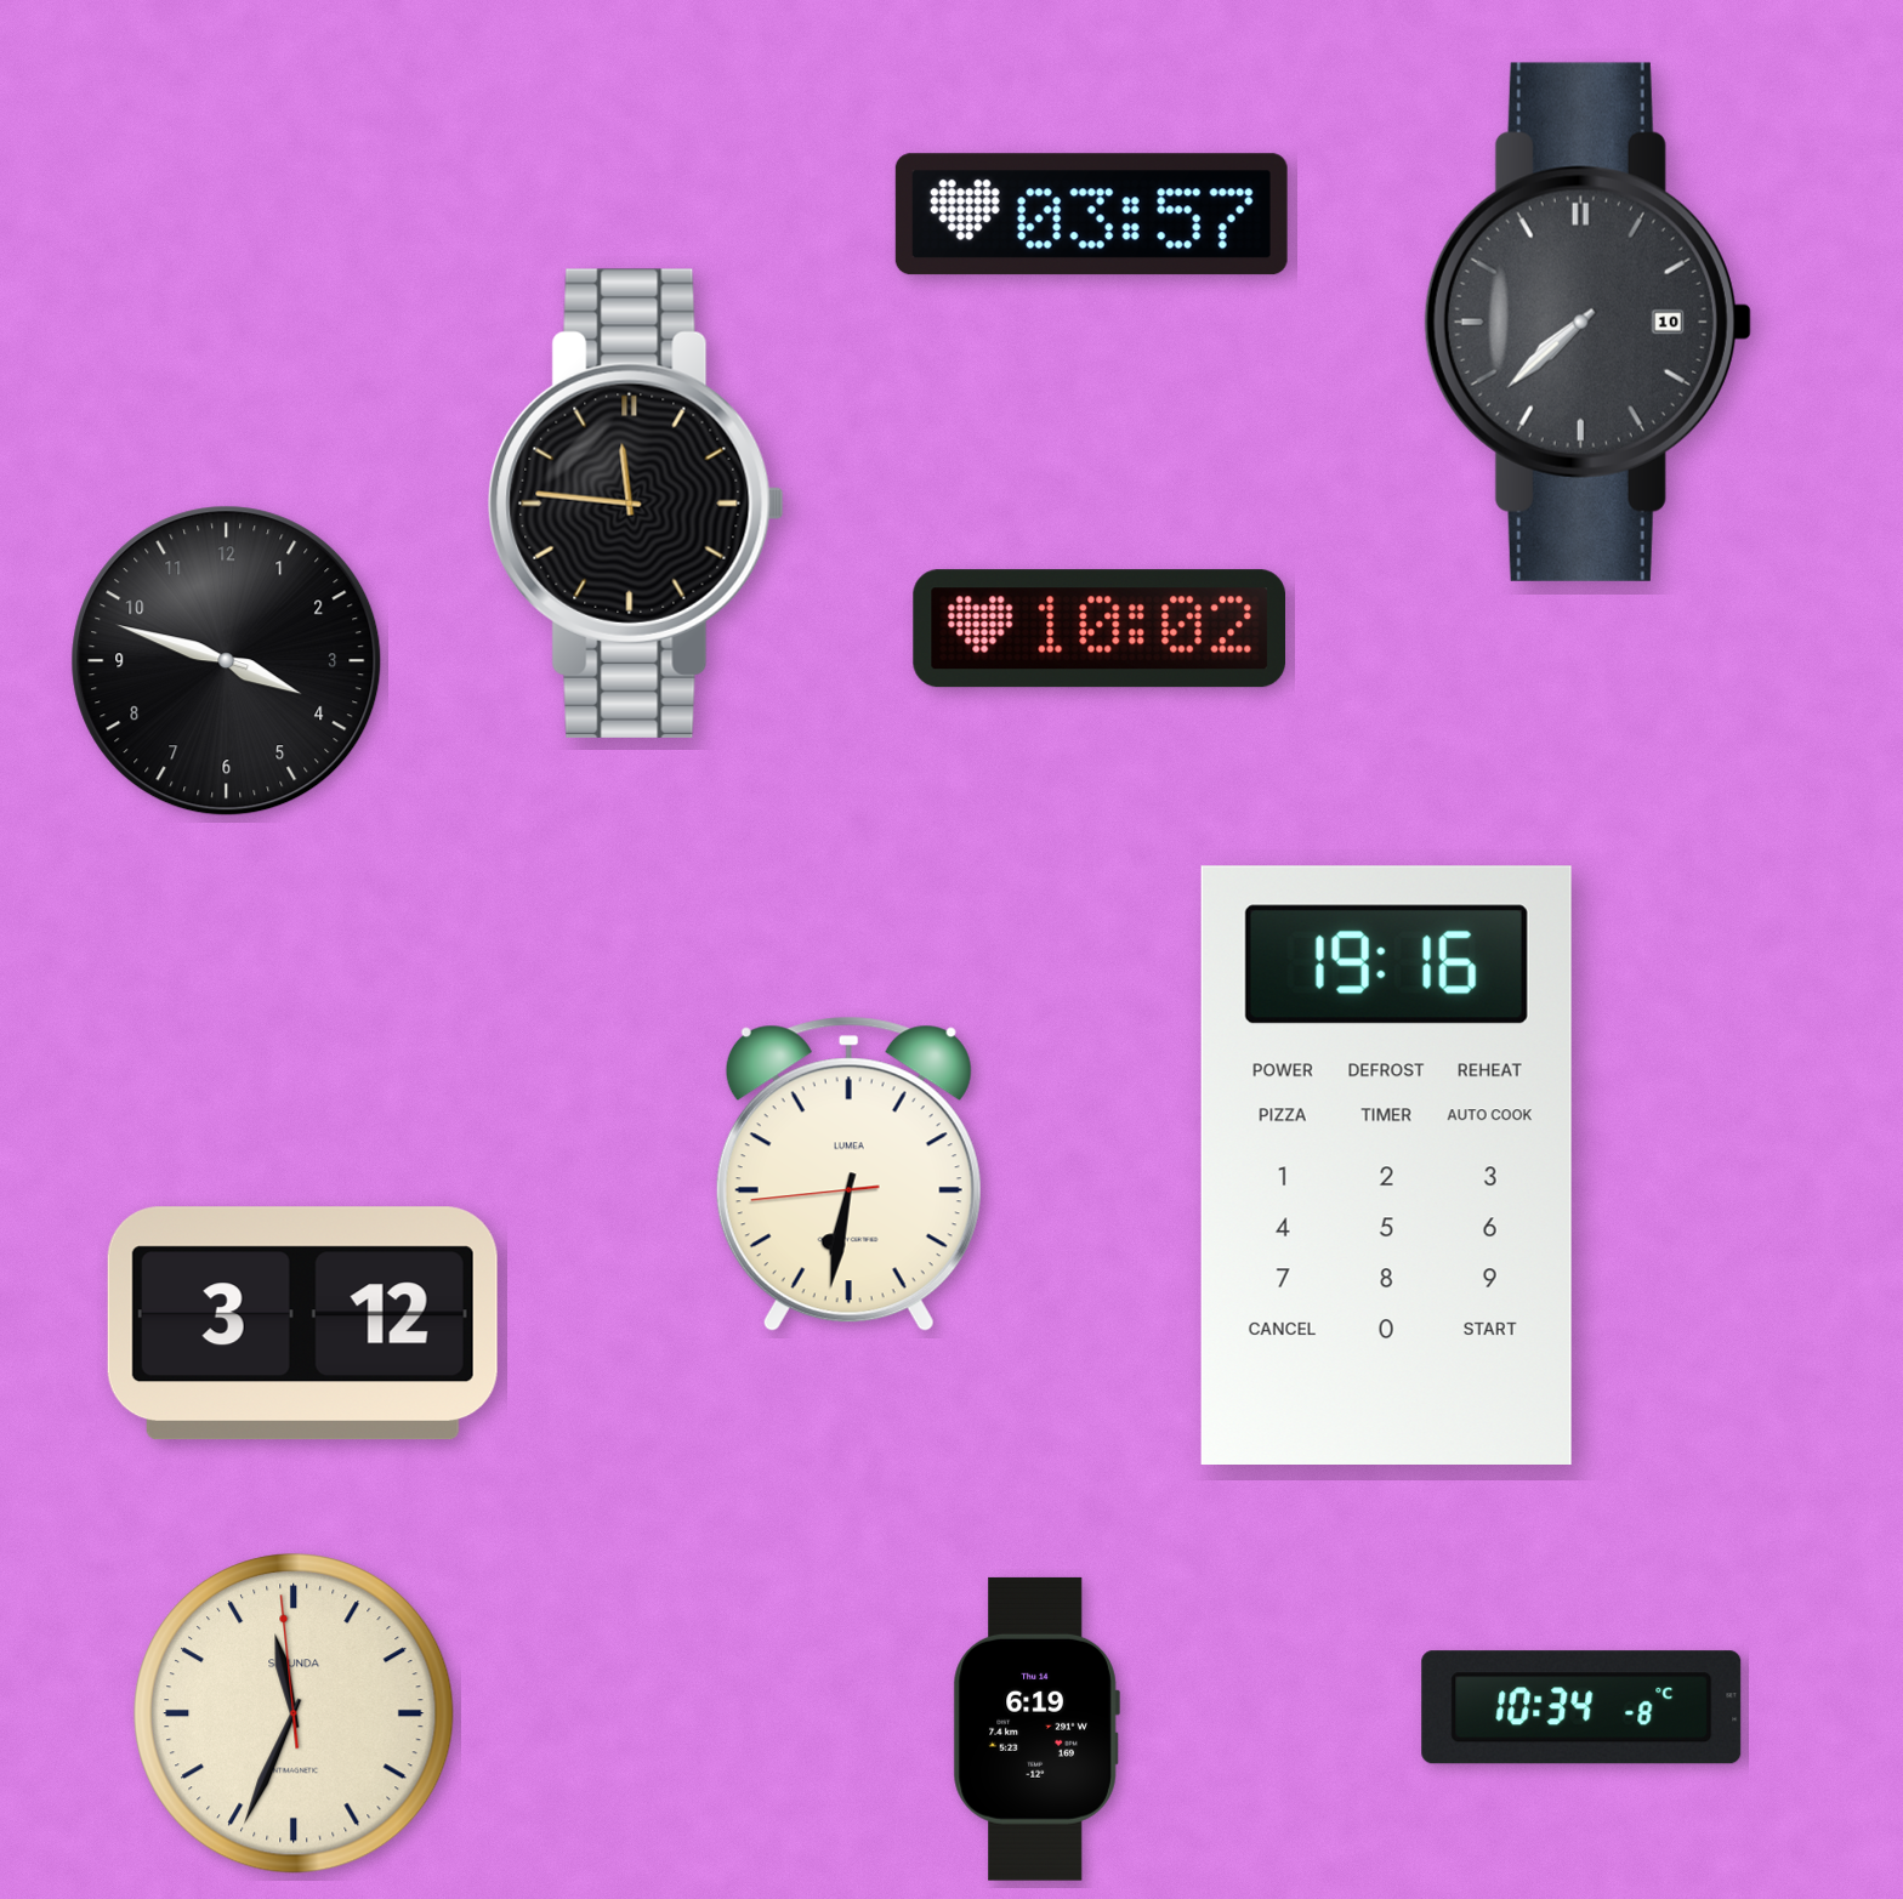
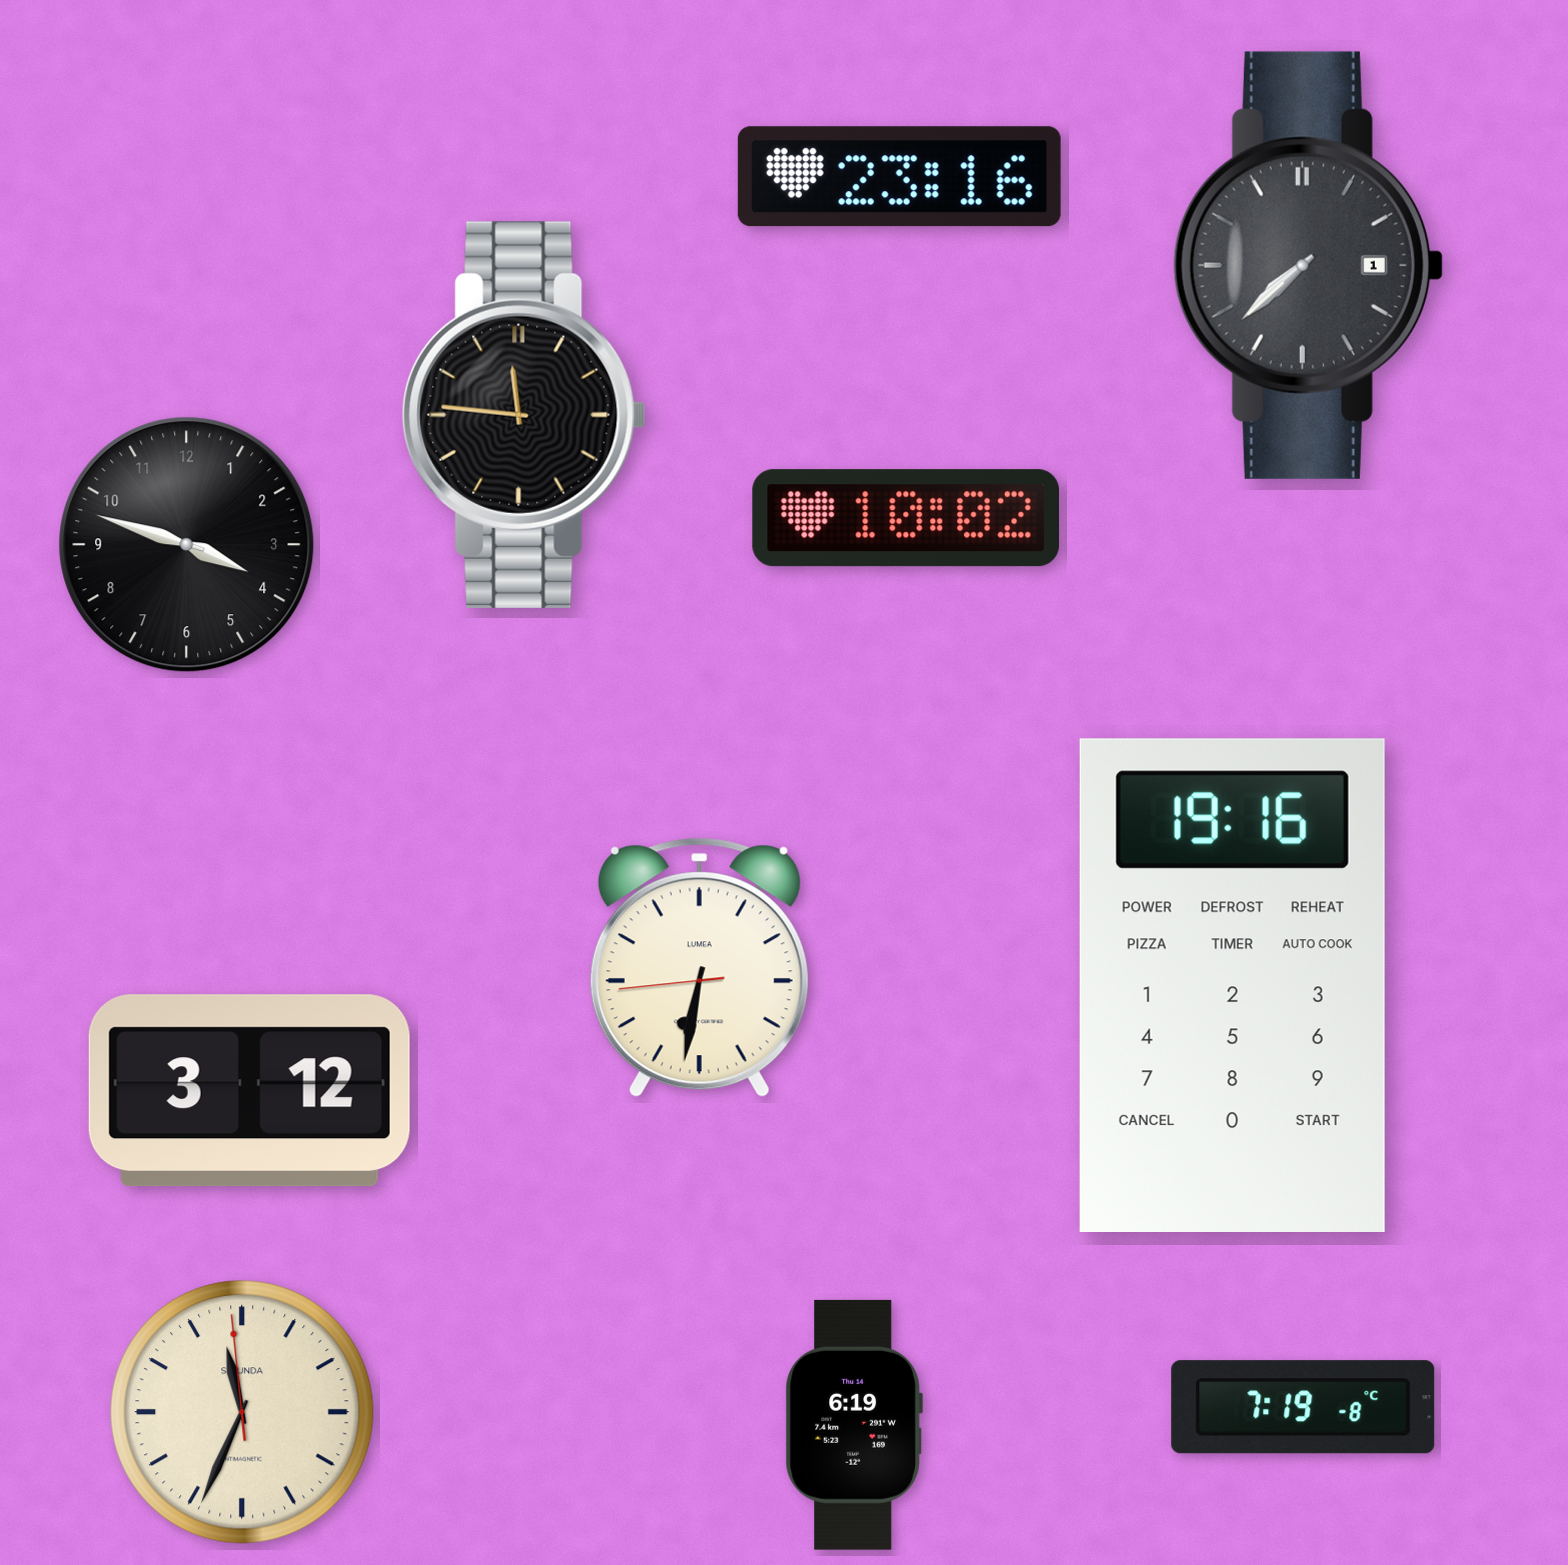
clock at (1091, 215): 03:57 -> 23:16
clock at (1587, 322) date: 10 -> 1
clock at (1386, 1165) position: (1386, 1165) -> (1232, 985)
clock at (1581, 1707): 10:34 -> 7:19
